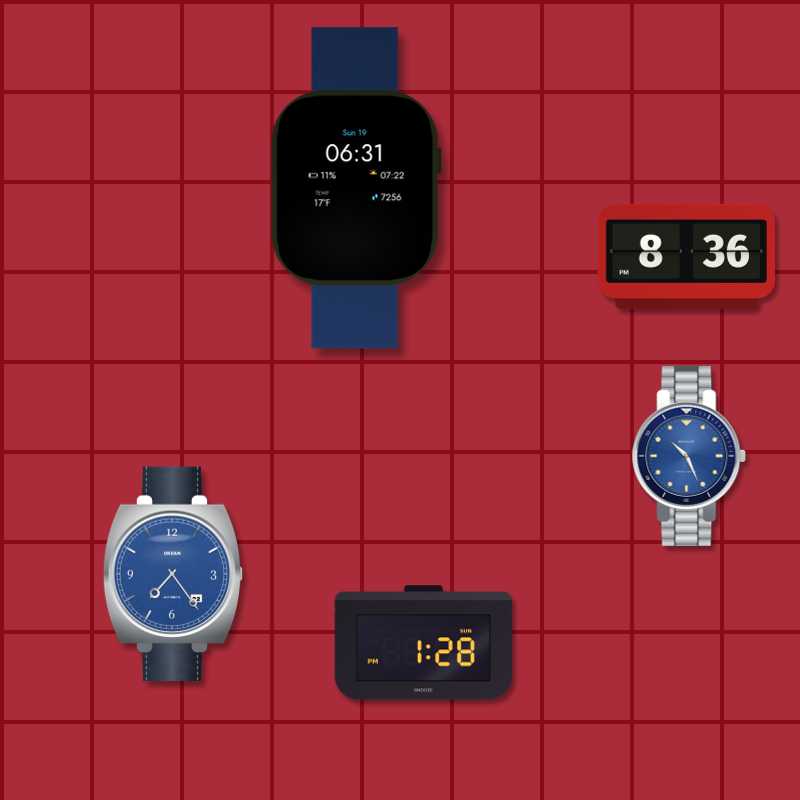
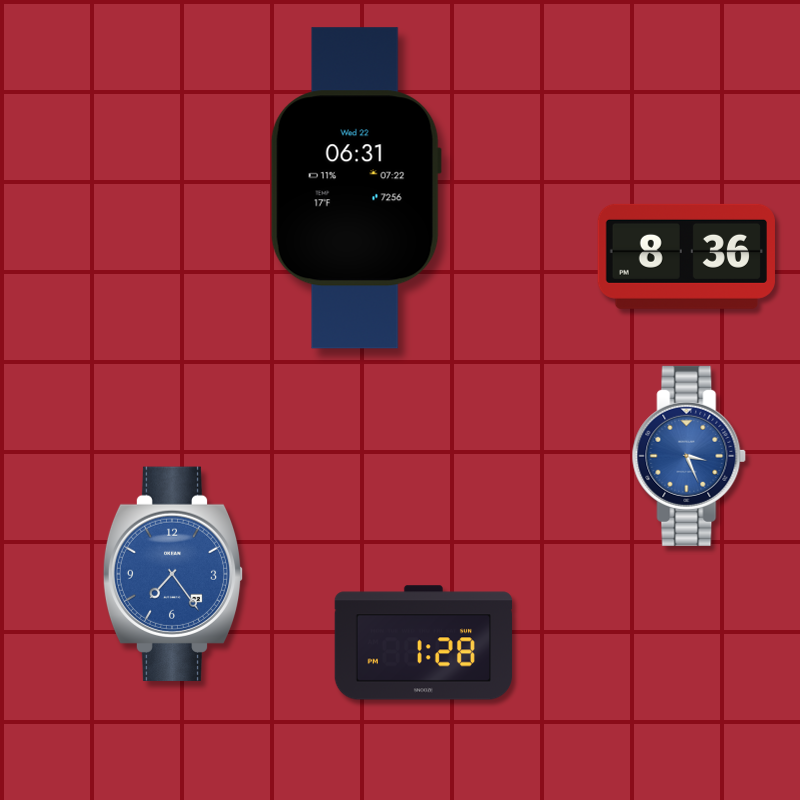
clock at (356, 188) date: Sun 19 -> Wed 22
clock at (689, 456): 10:26 -> 3:26
